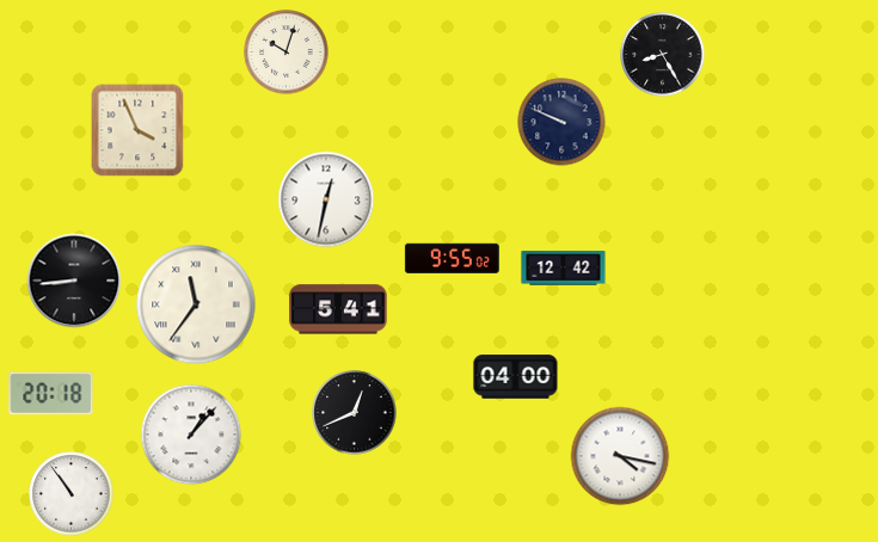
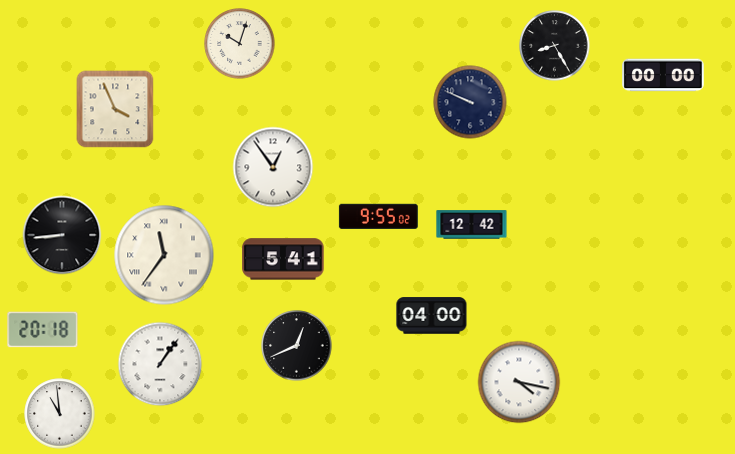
clock at (663, 75): none -> 00:00
clock at (326, 199): 12:32 -> 12:54
clock at (191, 435): 1:07 -> 1:06
clock at (72, 494): 10:54 -> 10:59
